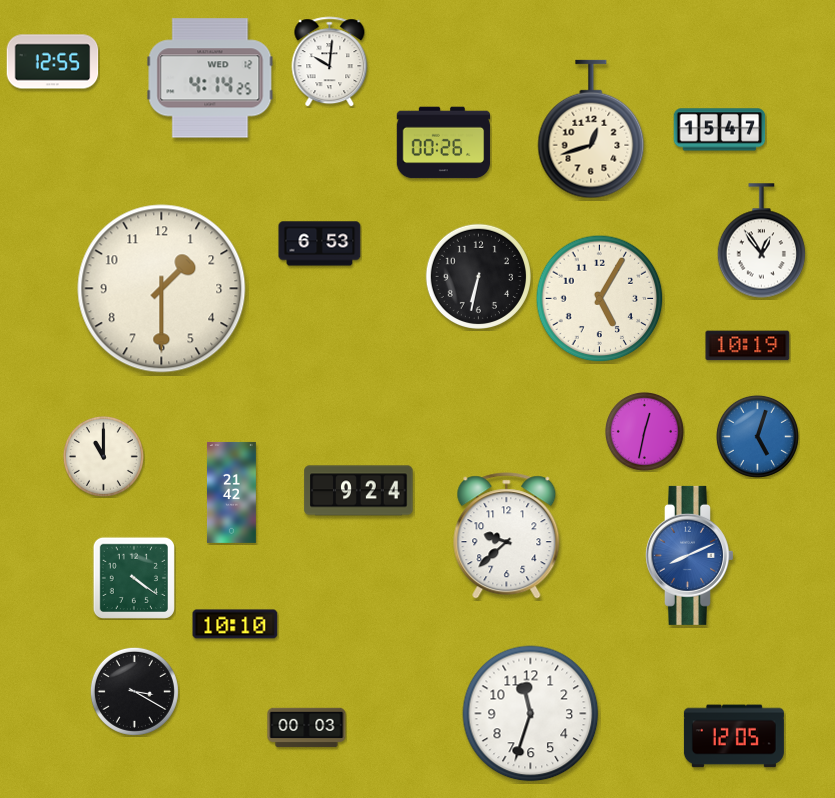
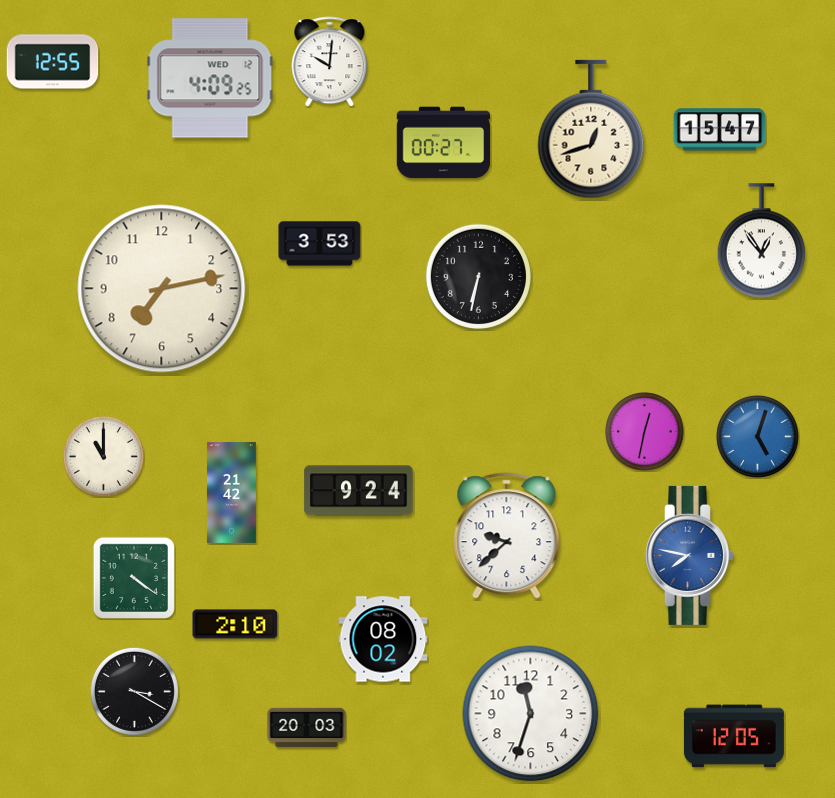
clock at (210, 78): 4:14 -> 4:09
clock at (444, 143): 00:26 -> 00:27
clock at (320, 244): 6:53 -> 3:53
clock at (162, 289): 1:30 -> 7:13
clock at (600, 299): 5:05 -> none
clock at (748, 346): 10:19 -> none
clock at (689, 555): 8:11 -> 7:47
clock at (235, 624): 10:10 -> 2:10
clock at (383, 639): none -> 08:02
clock at (307, 728): 00:03 -> 20:03
